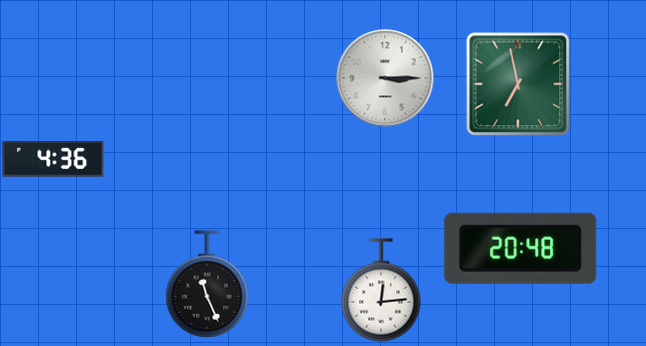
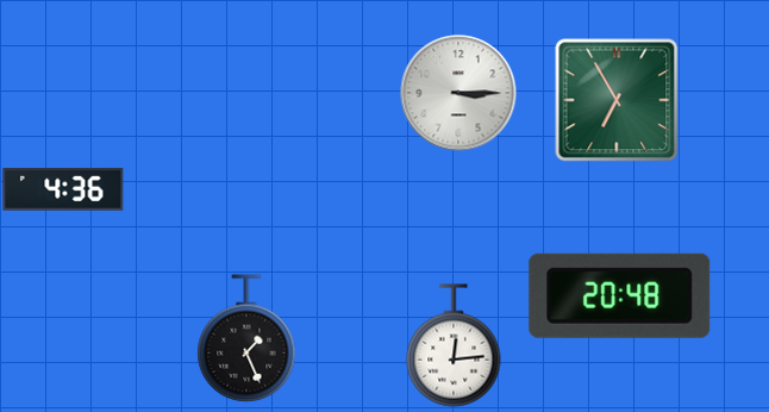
clock at (518, 84): 6:58 -> 6:55
clock at (207, 284): 11:26 -> 1:26
